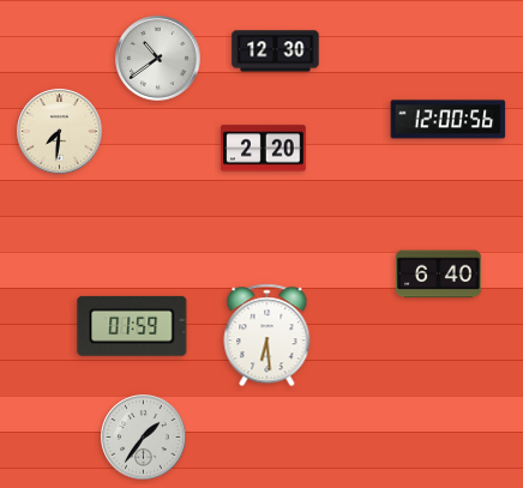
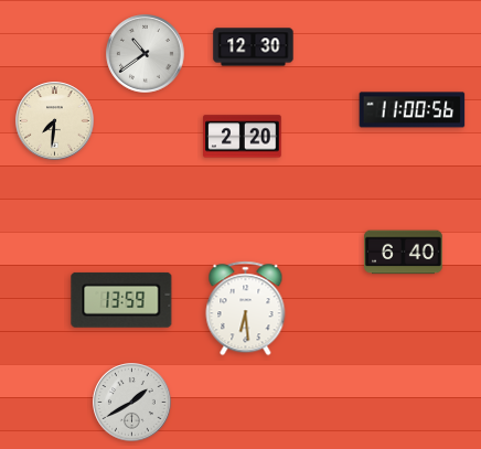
clock at (449, 120): 12:00 -> 11:00
clock at (132, 326): 01:59 -> 13:59
clock at (144, 438): 1:36 -> 1:40
